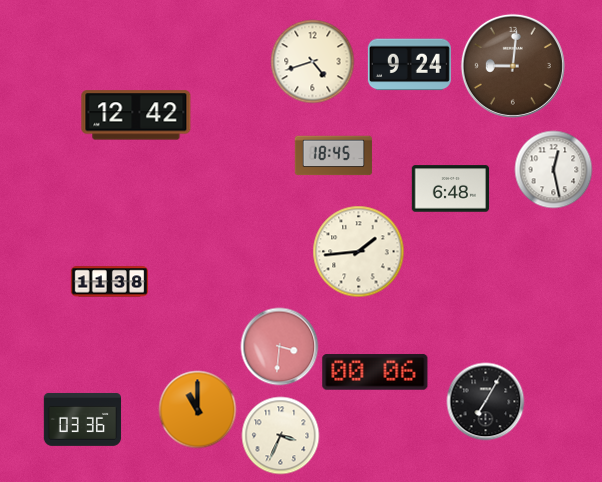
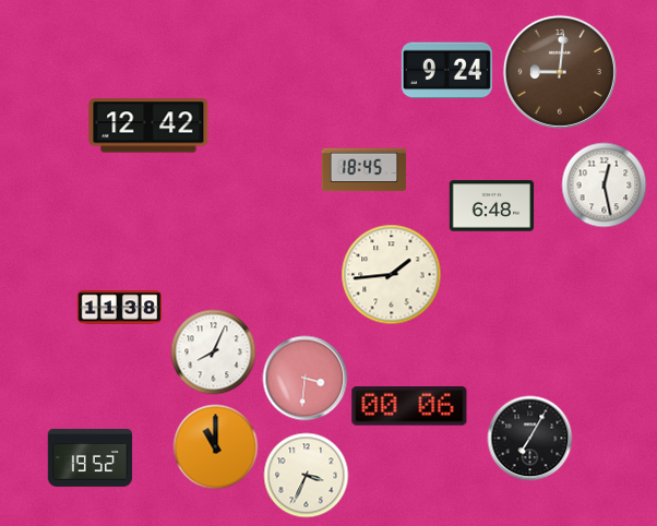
clock at (312, 61): 4:42 -> none
clock at (213, 351): none -> 8:04
clock at (82, 419): 03:36 -> 19:52
